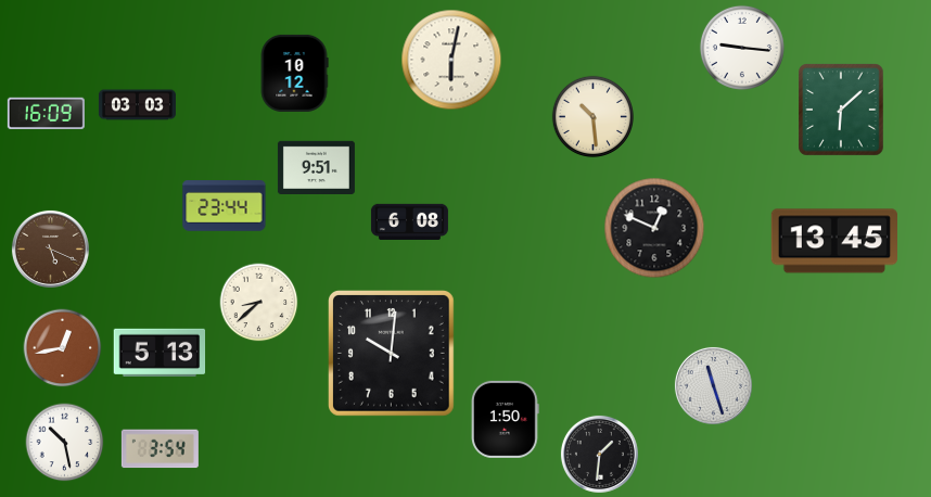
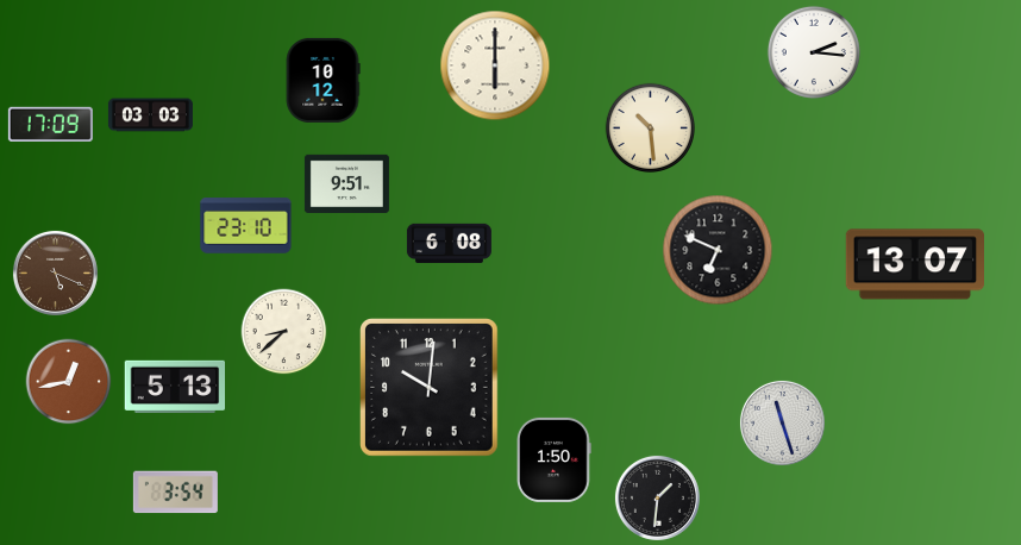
clock at (742, 48): 9:16 -> 2:16
clock at (451, 60): 6:02 -> 6:00
clock at (842, 111): 6:08 -> none
clock at (46, 113): 16:09 -> 17:09
clock at (225, 206): 23:44 -> 23:10
clock at (654, 228): 12:49 -> 6:49
clock at (833, 241): 13:45 -> 13:07
clock at (65, 443): 10:28 -> none
